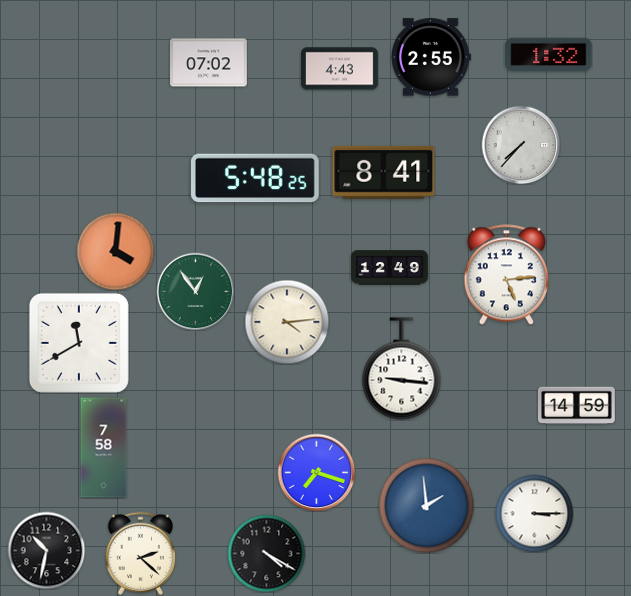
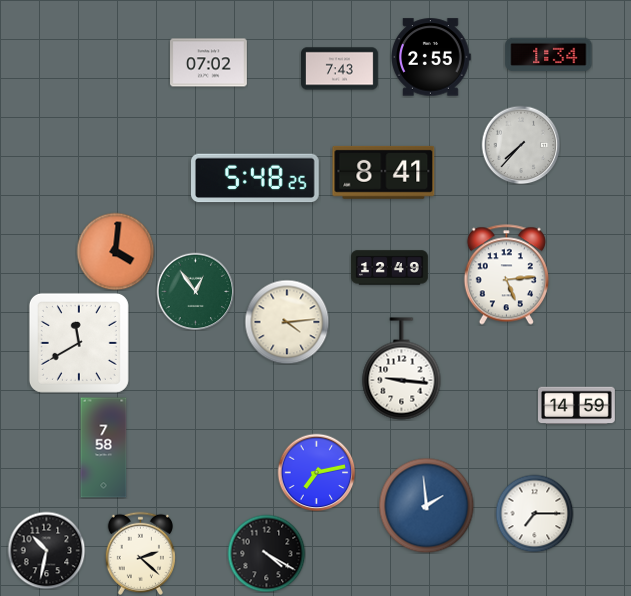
clock at (549, 55): 1:32 -> 1:34
clock at (340, 69): 4:43 -> 7:43
clock at (316, 472): 7:18 -> 7:13
clock at (534, 513): 3:15 -> 7:15
